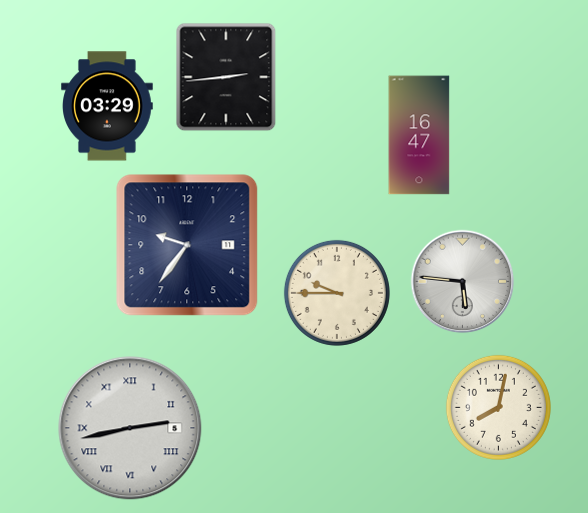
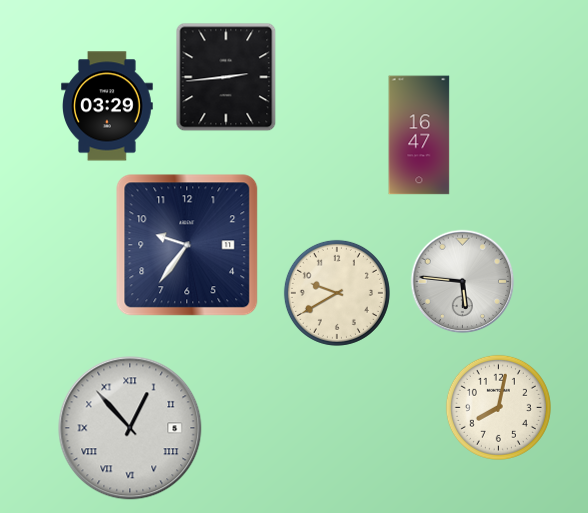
clock at (337, 293): 9:45 -> 9:40
clock at (130, 428): 2:43 -> 12:53
